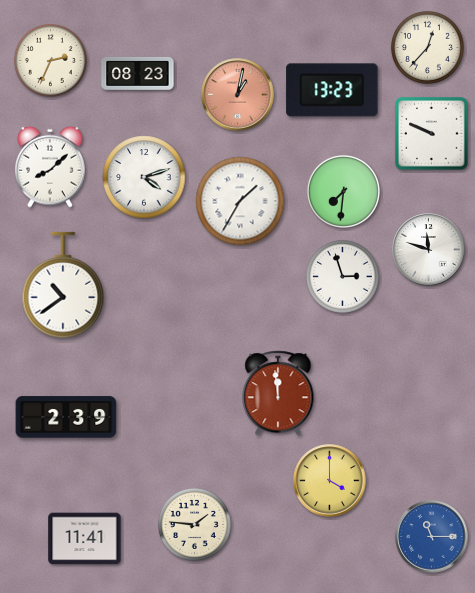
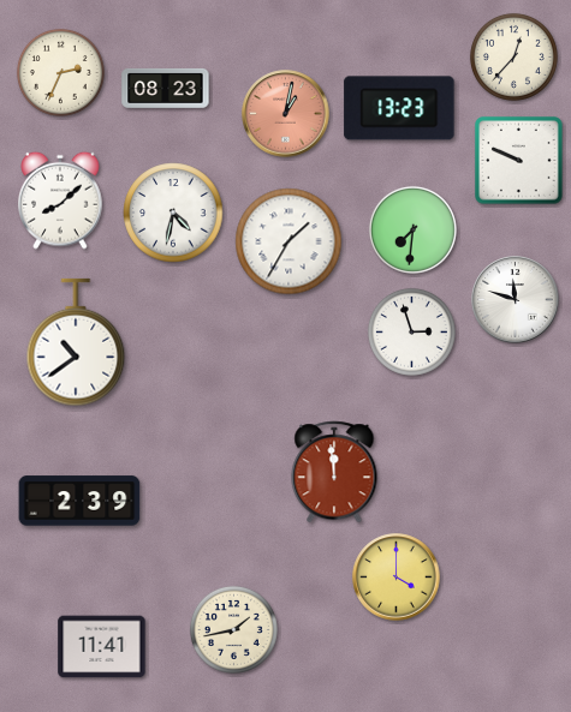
clock at (144, 177): 4:12 -> 4:32
clock at (194, 524): 1:46 -> 1:43
clock at (432, 537): 11:15 -> none
